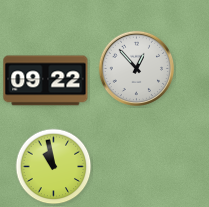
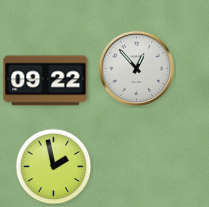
clock at (54, 167): 10:58 -> 1:58
